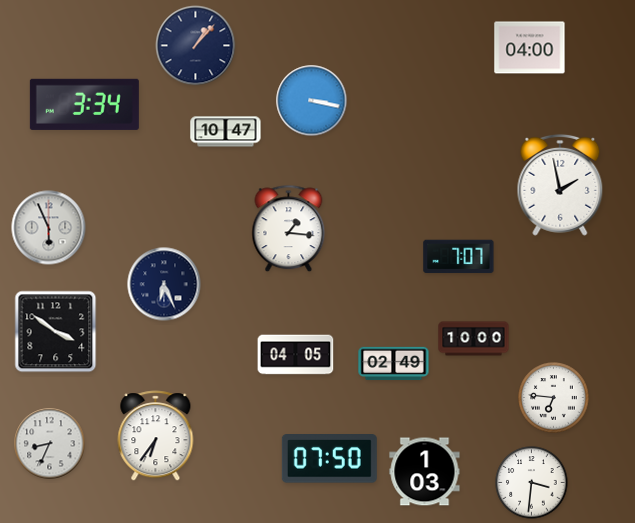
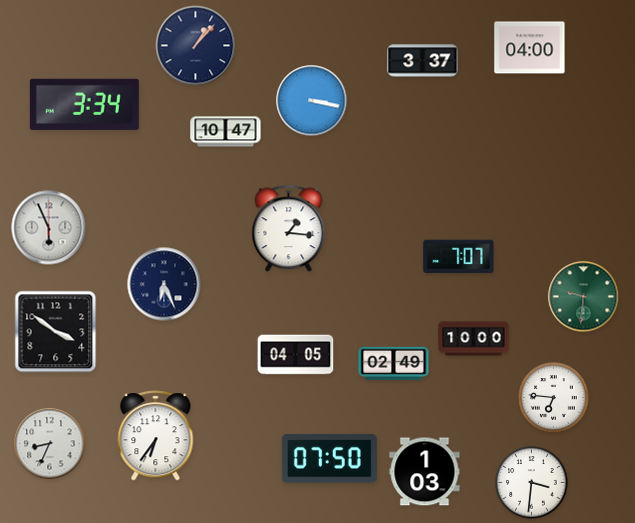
clock at (423, 61): none -> 3:37
clock at (560, 185): 1:58 -> none
clock at (584, 297): none -> 9:31
